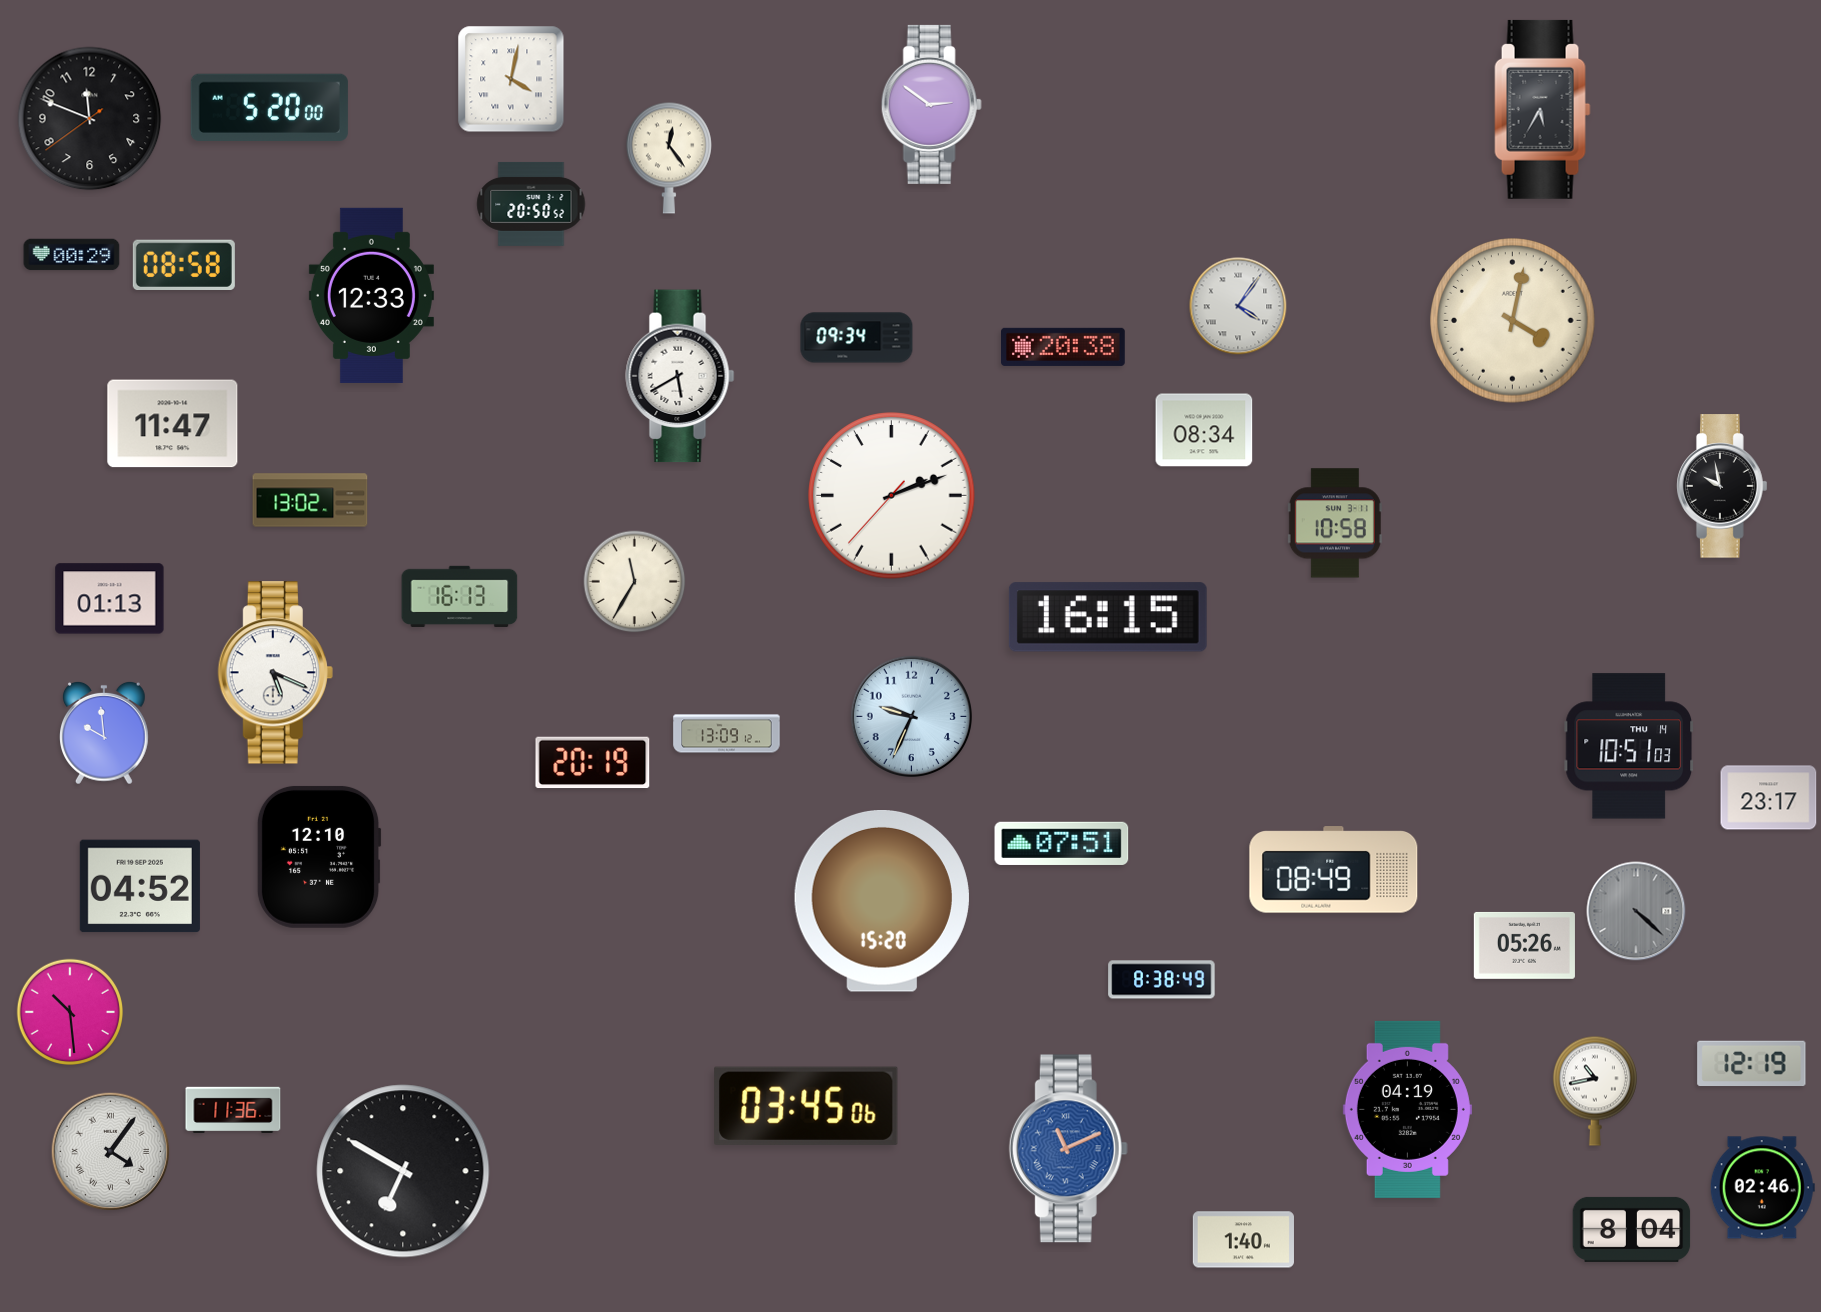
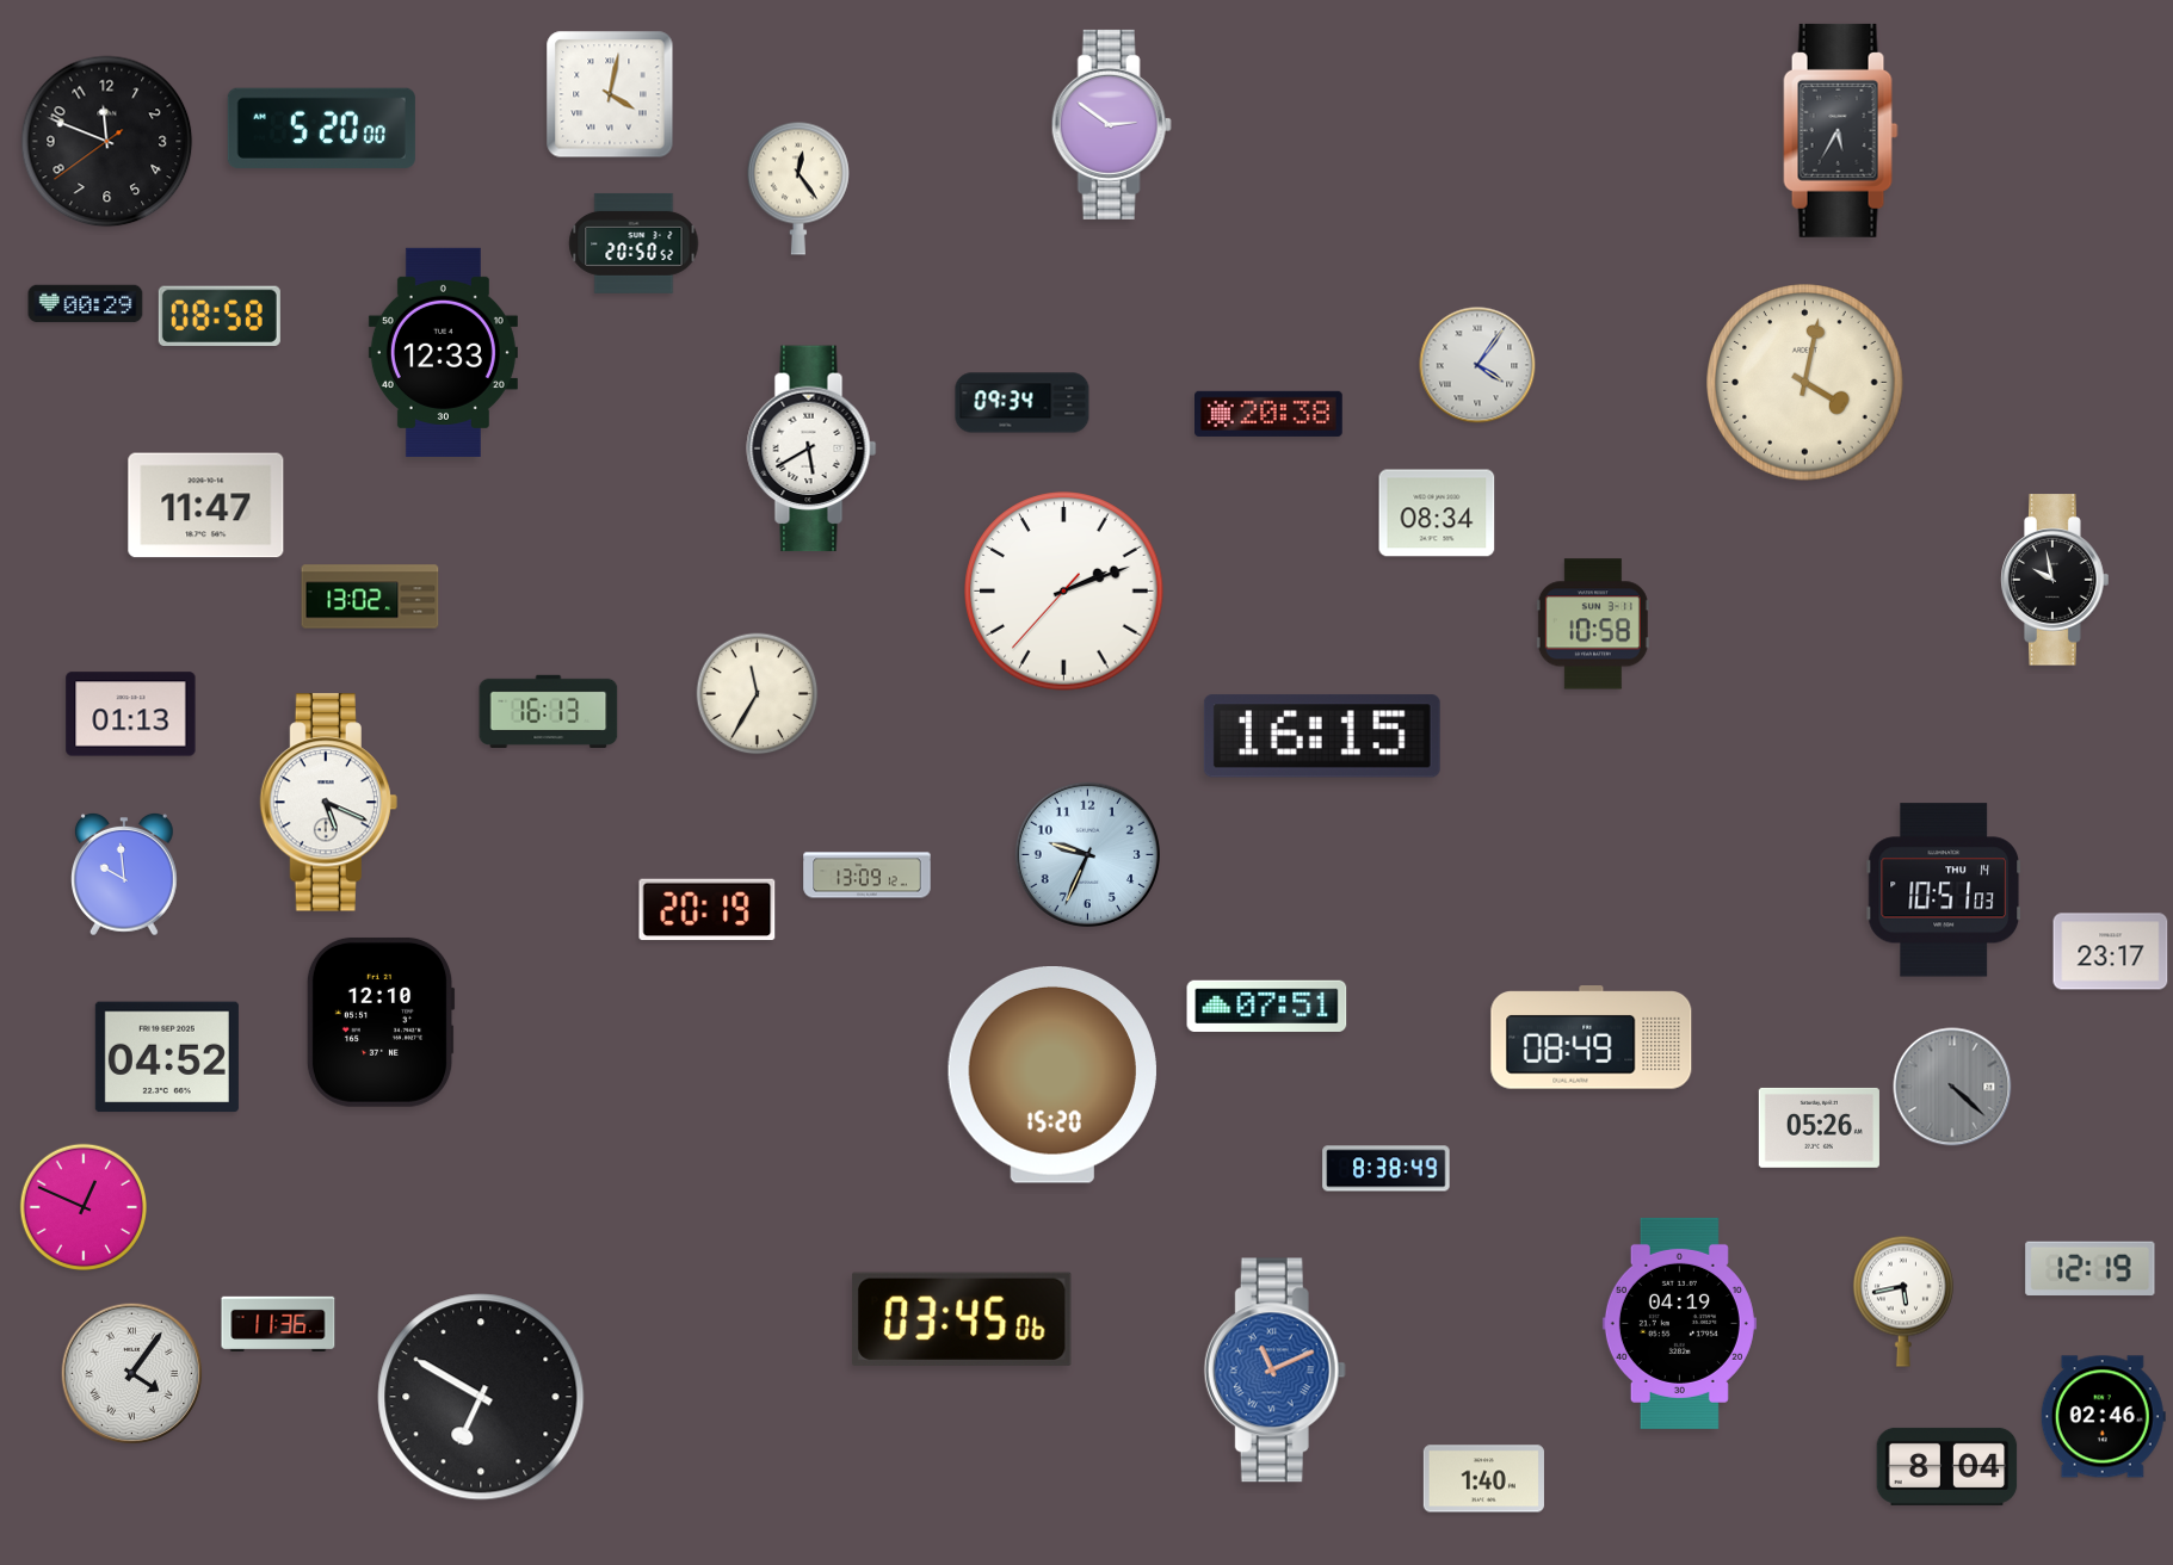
clock at (69, 1011): 10:29 -> 12:49
clock at (1595, 1091): 10:43 -> 5:43
